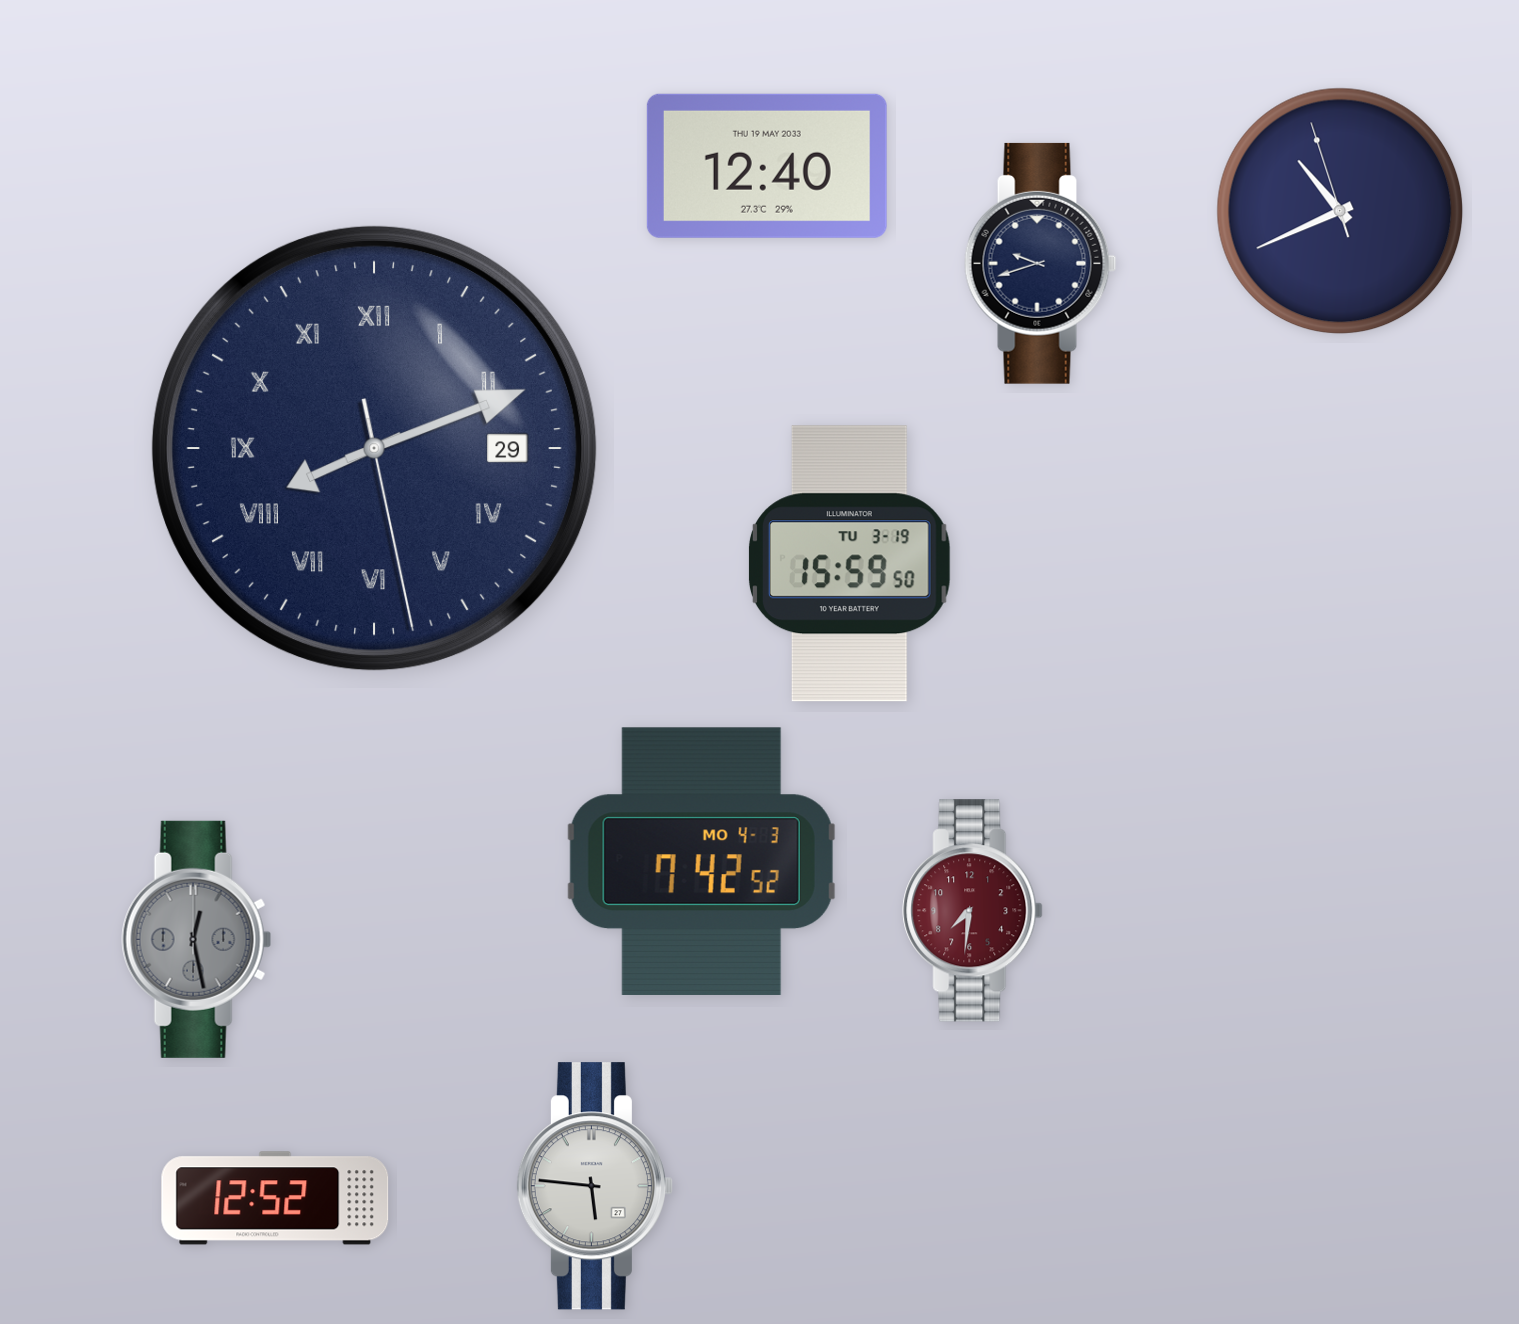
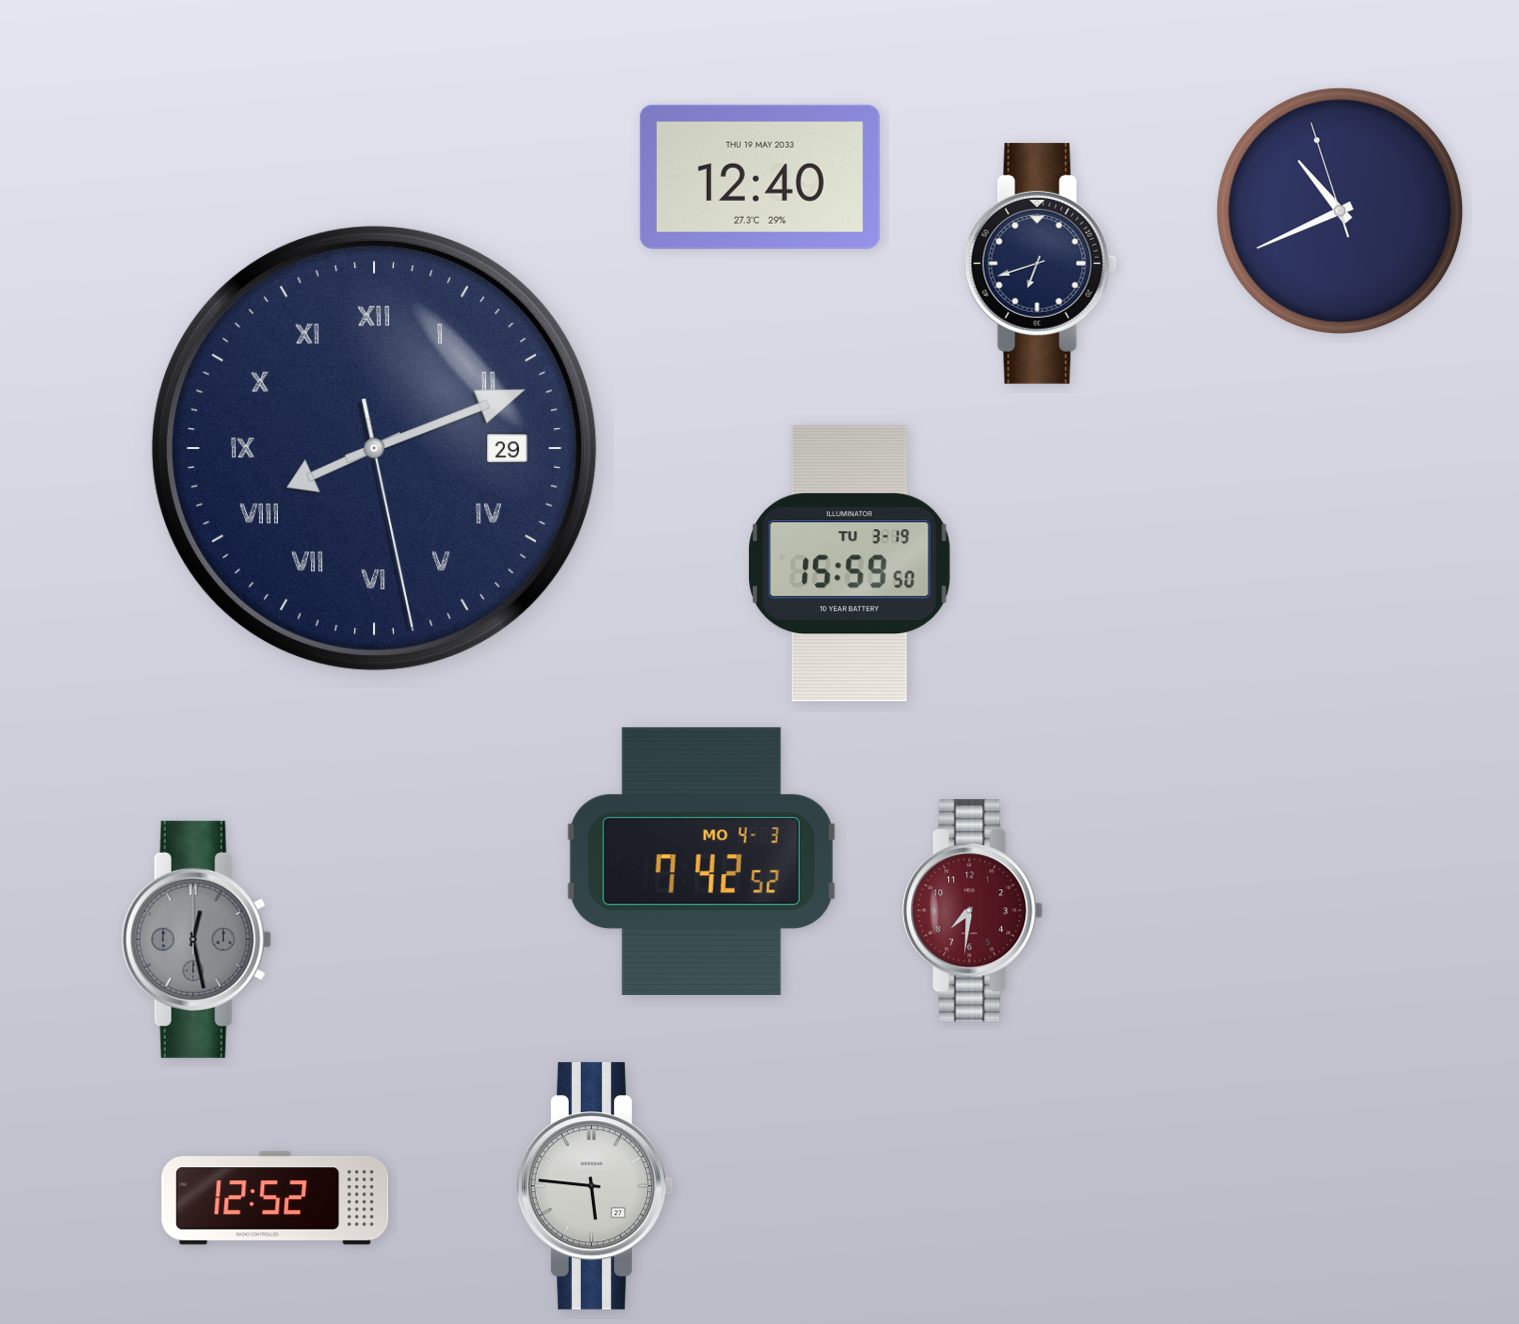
clock at (767, 166) position: (767, 166) -> (760, 177)
clock at (1041, 263): 9:42 -> 6:42
